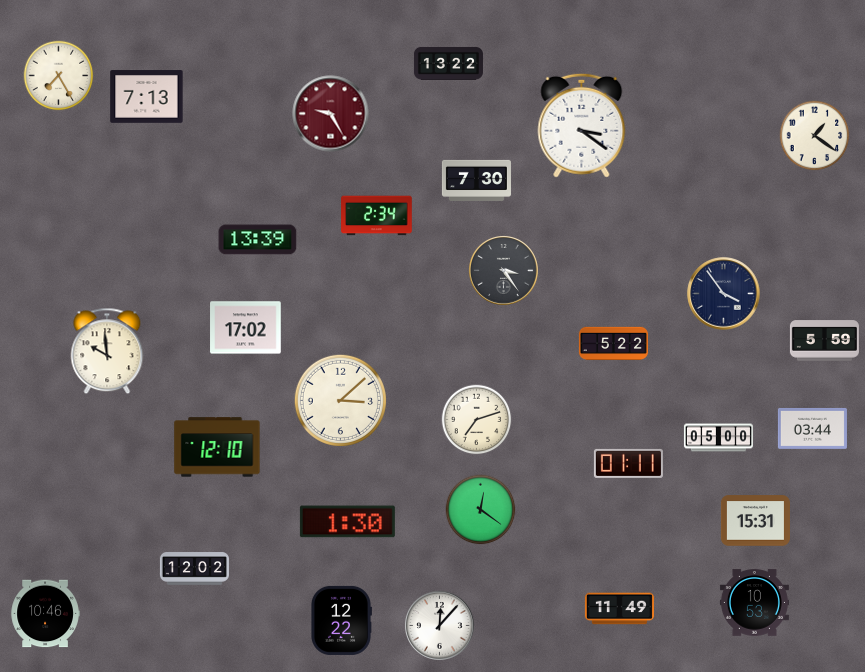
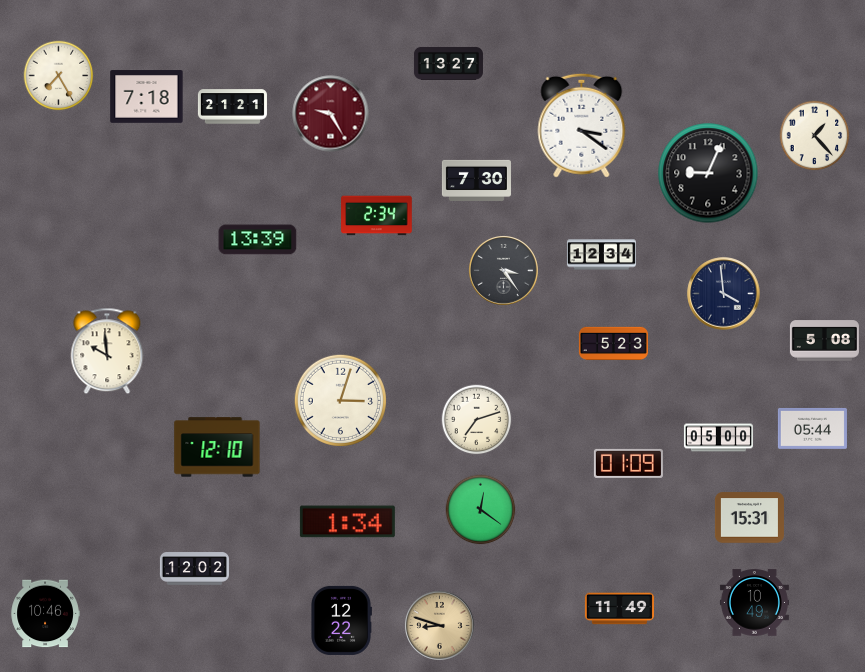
clock at (448, 63): 13:22 -> 13:27
clock at (147, 97): 7:13 -> 7:18
clock at (232, 107): none -> 21:21
clock at (815, 136): 1:21 -> 1:23
clock at (708, 173): none -> 9:04
clock at (601, 255): none -> 12:34
clock at (724, 294): 3:54 -> 3:59
clock at (246, 328): 17:02 -> none
clock at (824, 341): 5:59 -> 5:08
clock at (613, 344): 5:22 -> 5:23
clock at (340, 400): 3:08 -> 3:03
clock at (812, 429): 03:44 -> 05:44
clock at (628, 463): 01:11 -> 01:09
clock at (755, 521) position: (755, 521) -> (749, 518)
clock at (347, 522): 1:30 -> 1:34
clock at (754, 603): 10:53 -> 10:49
clock at (439, 625): 12:07 -> 8:48
clock at (439, 625) dial: white -> champagne
